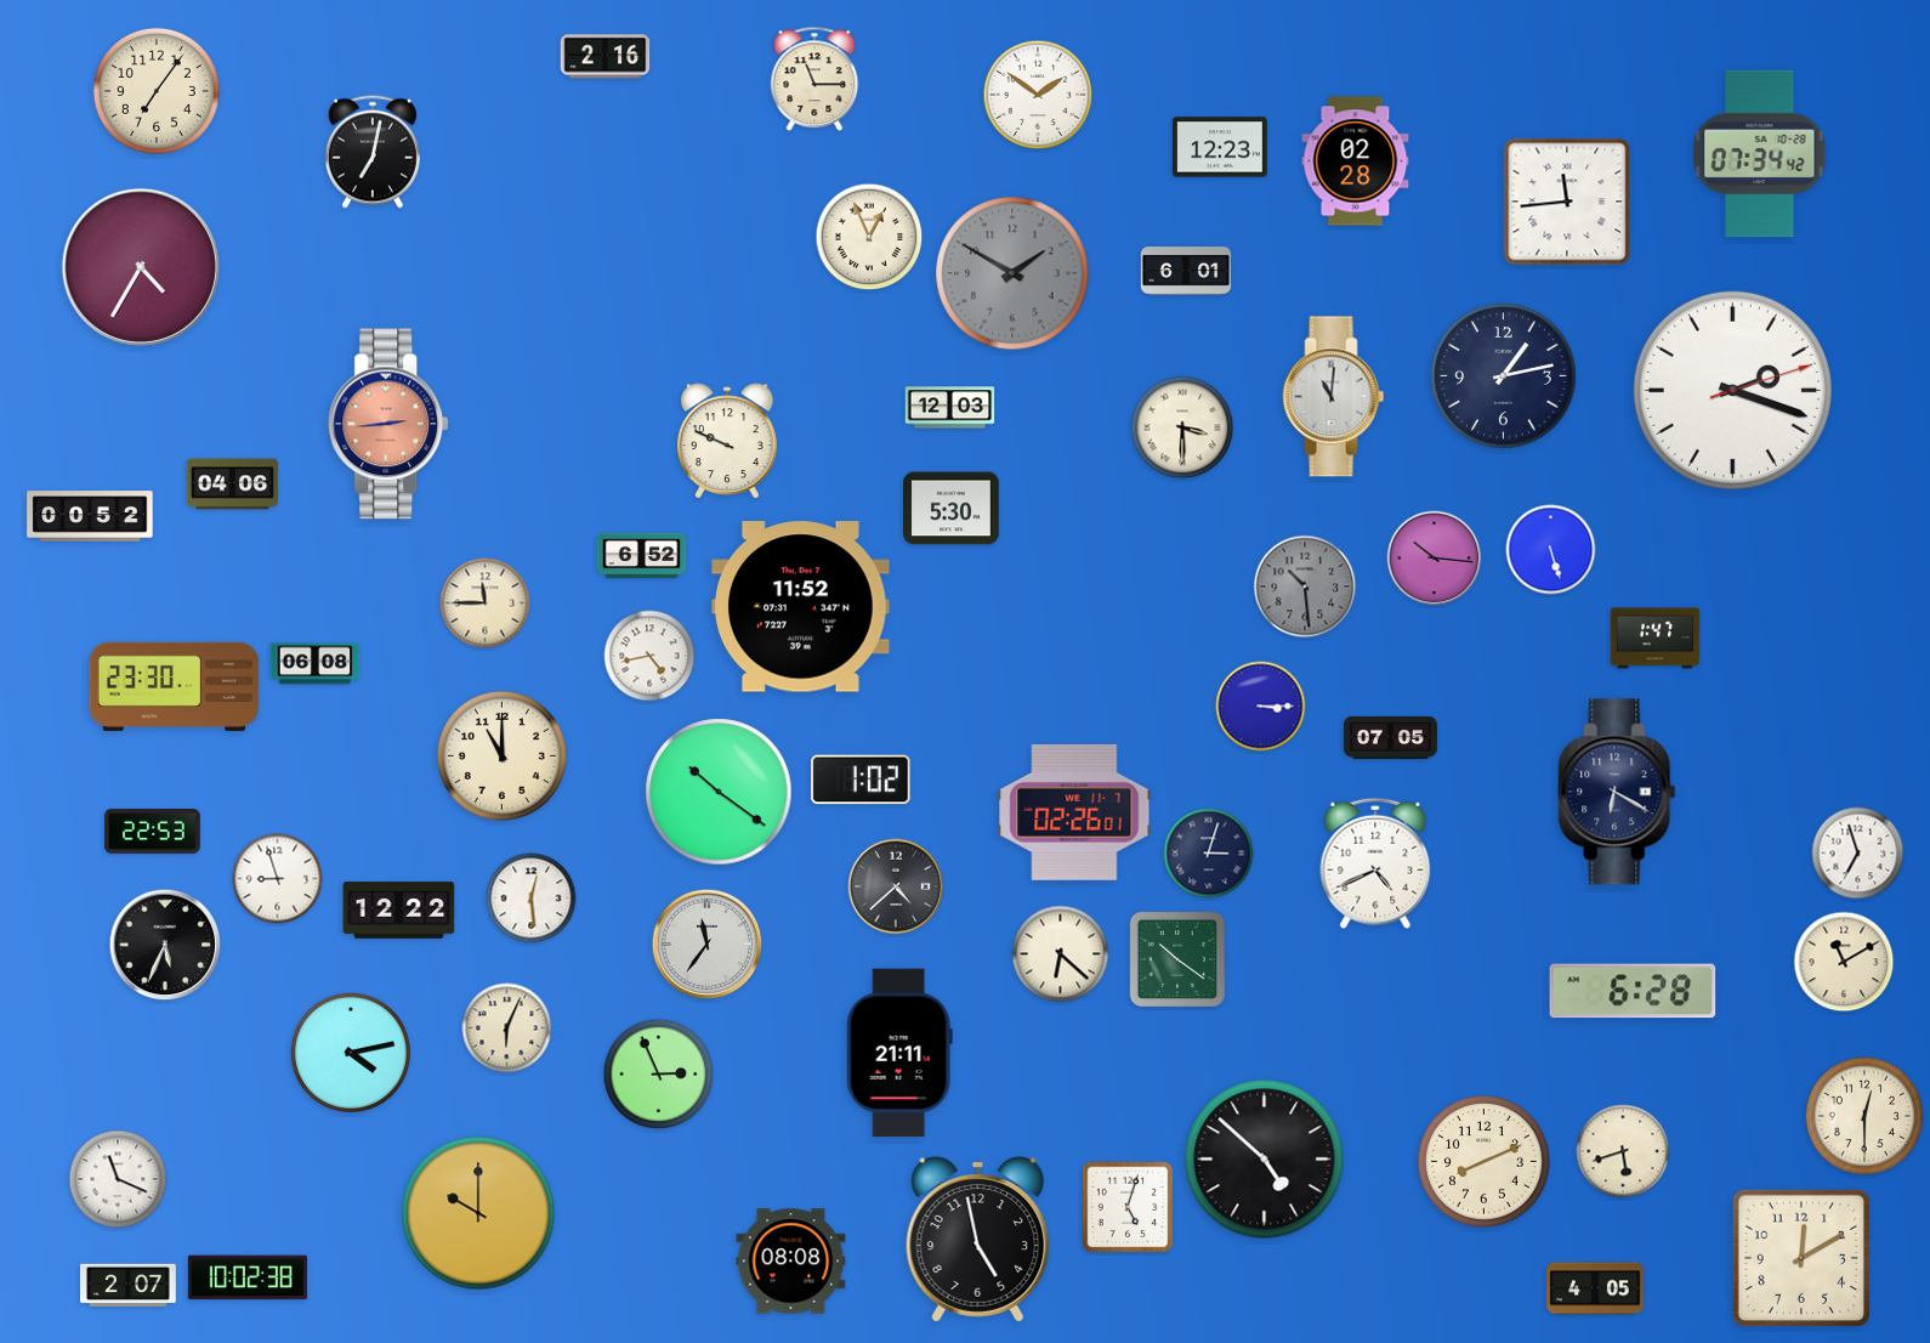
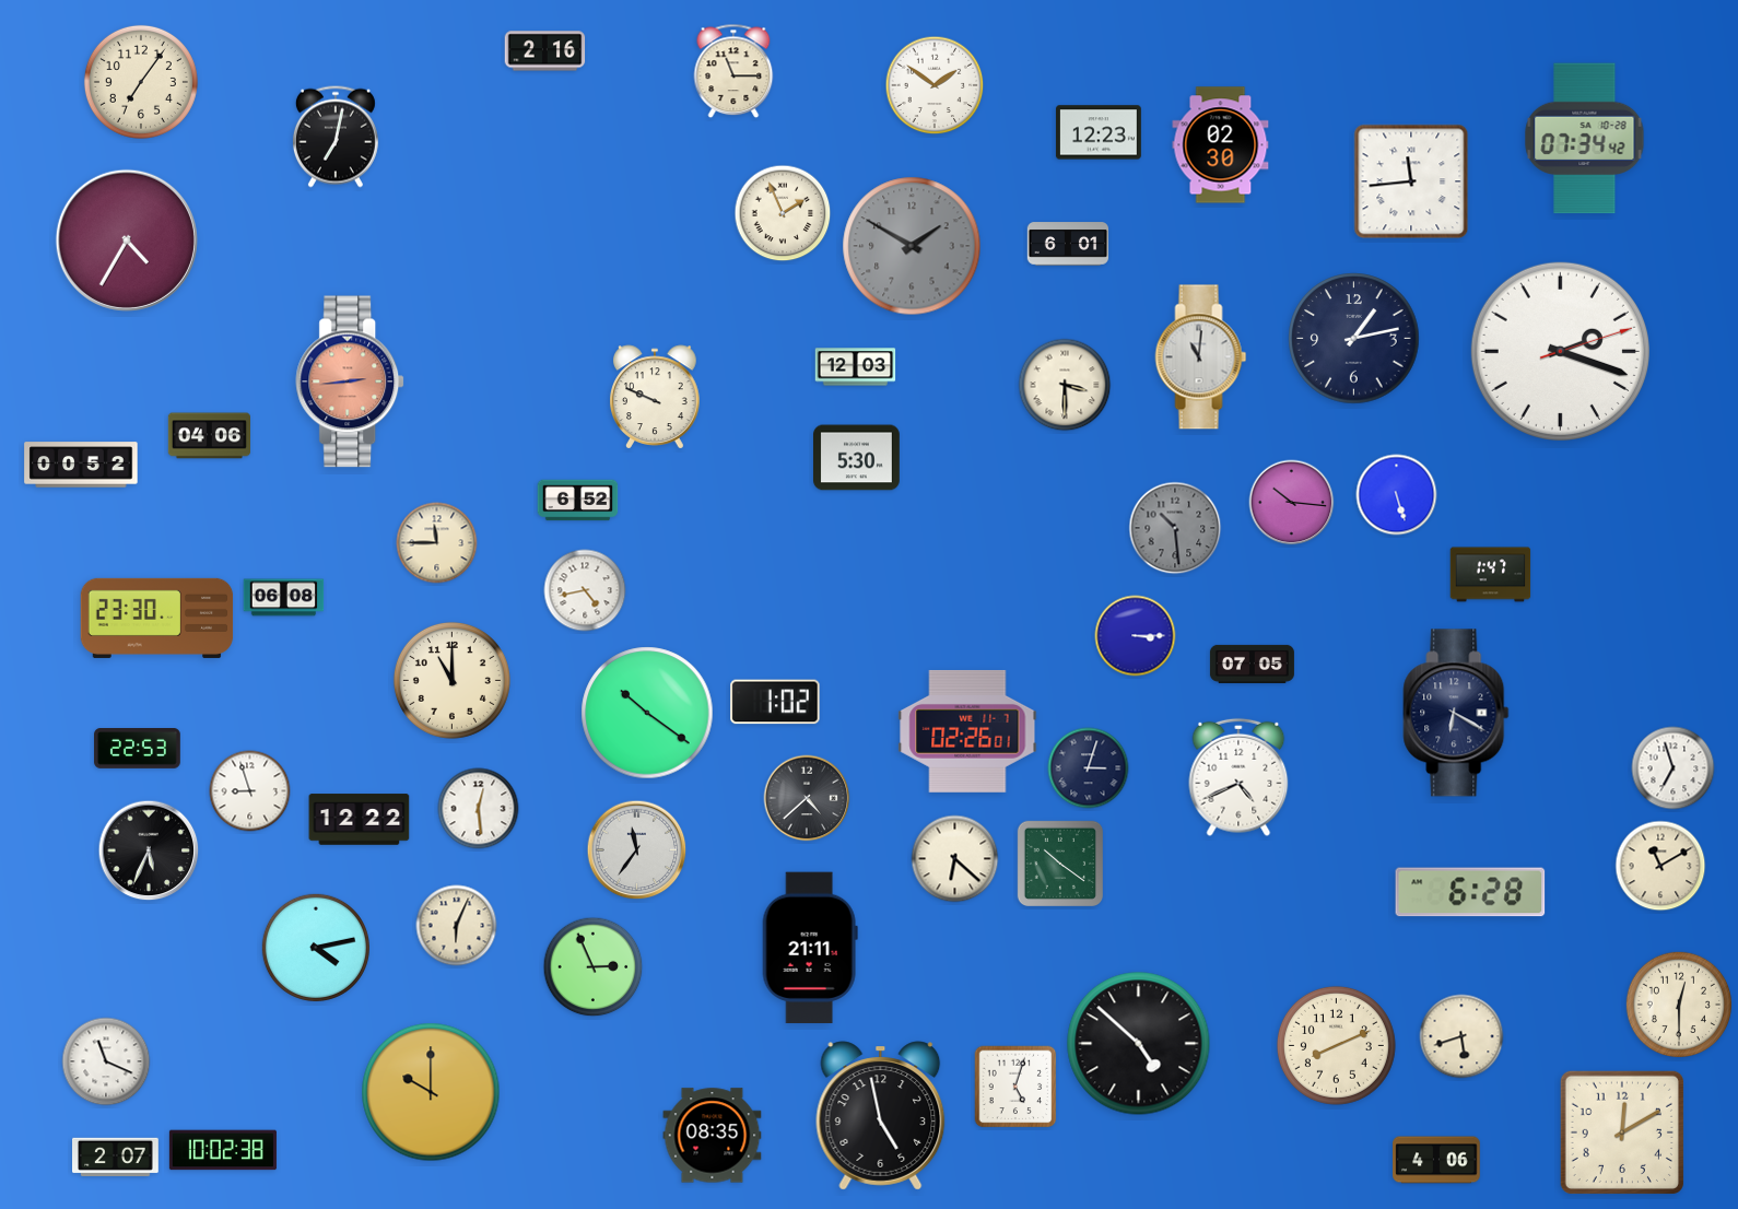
clock at (1356, 161): 02:28 -> 02:30
clock at (869, 237): 12:56 -> 1:56
clock at (801, 607): 11:52 -> none
clock at (791, 1262): 08:08 -> 08:35
clock at (1595, 1288): 4:05 -> 4:06
